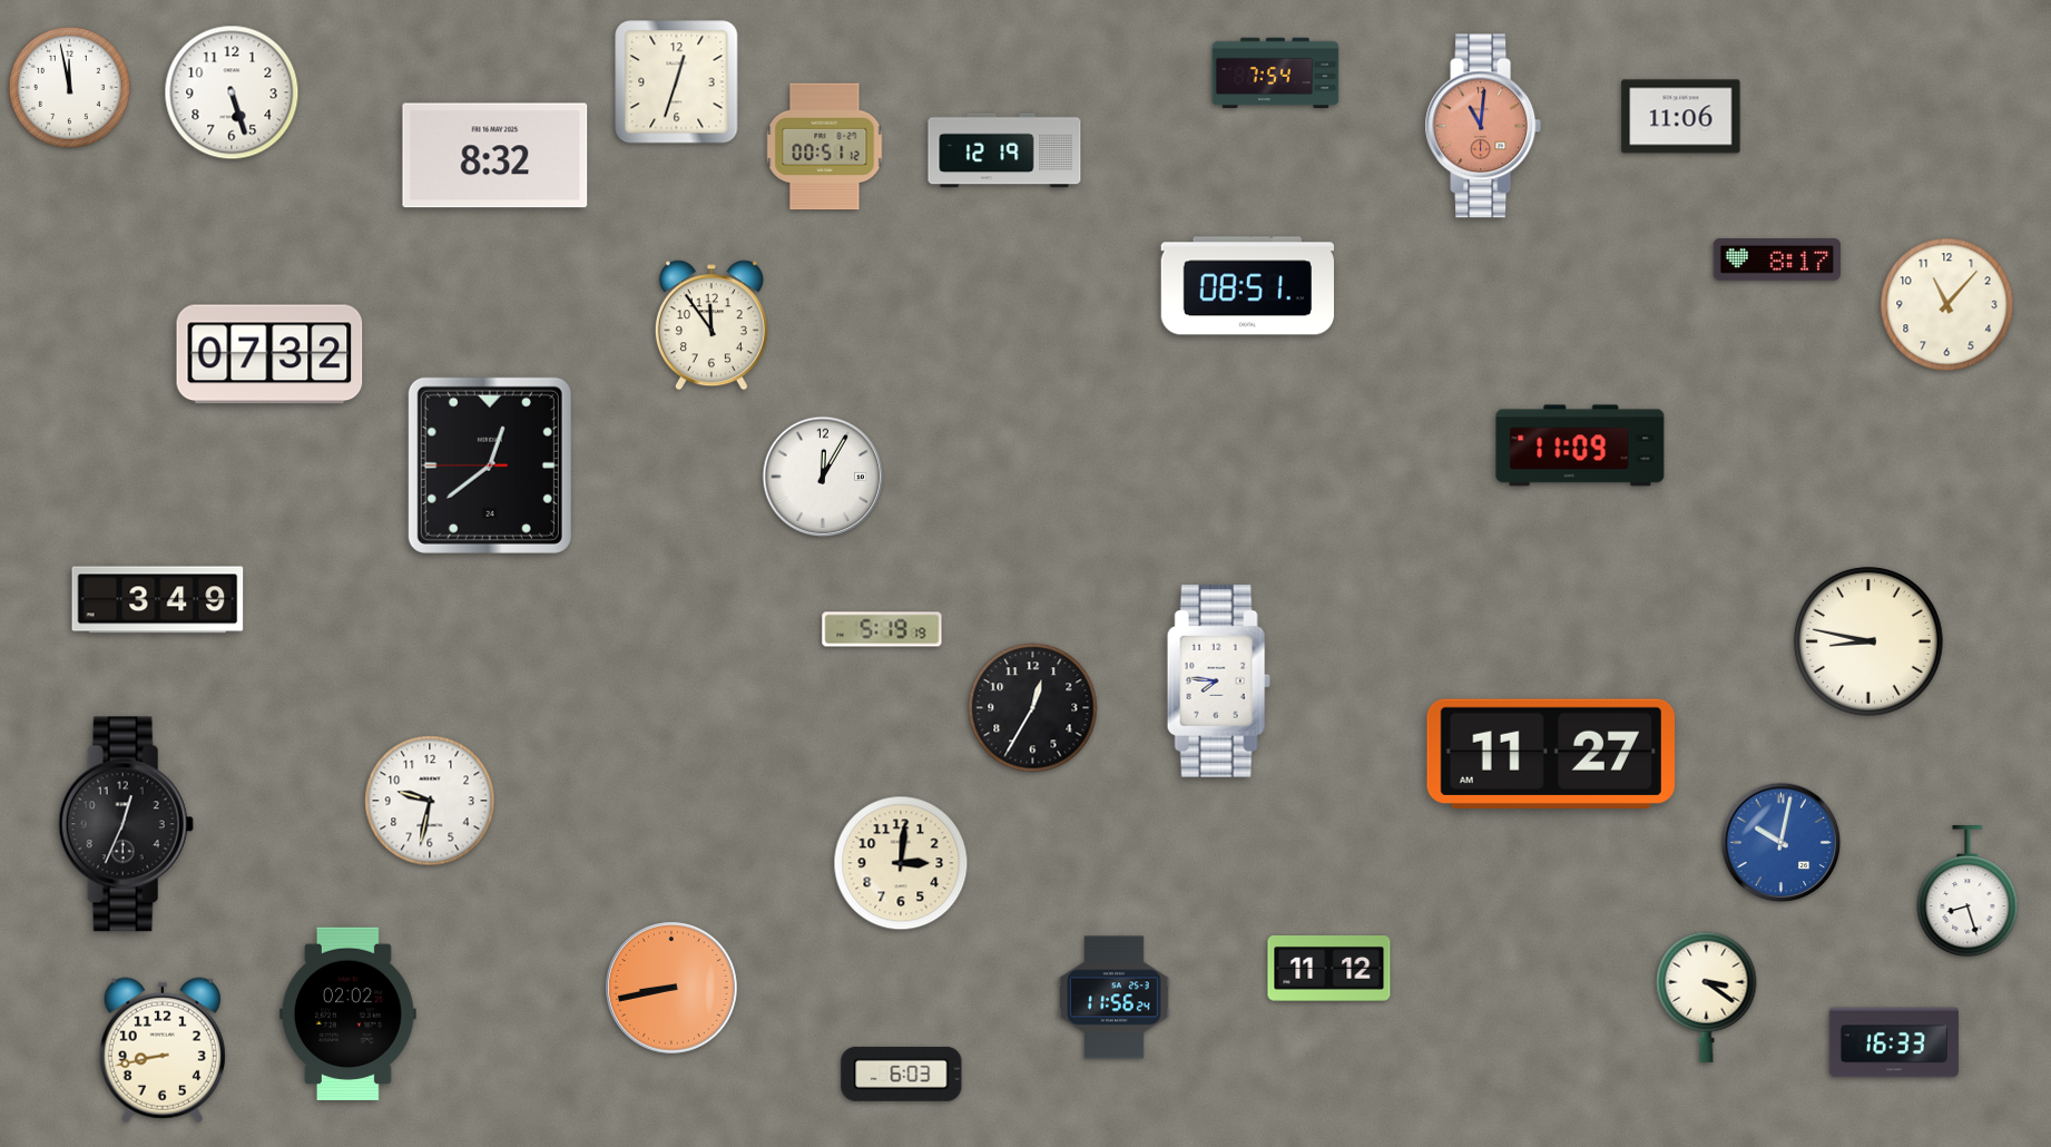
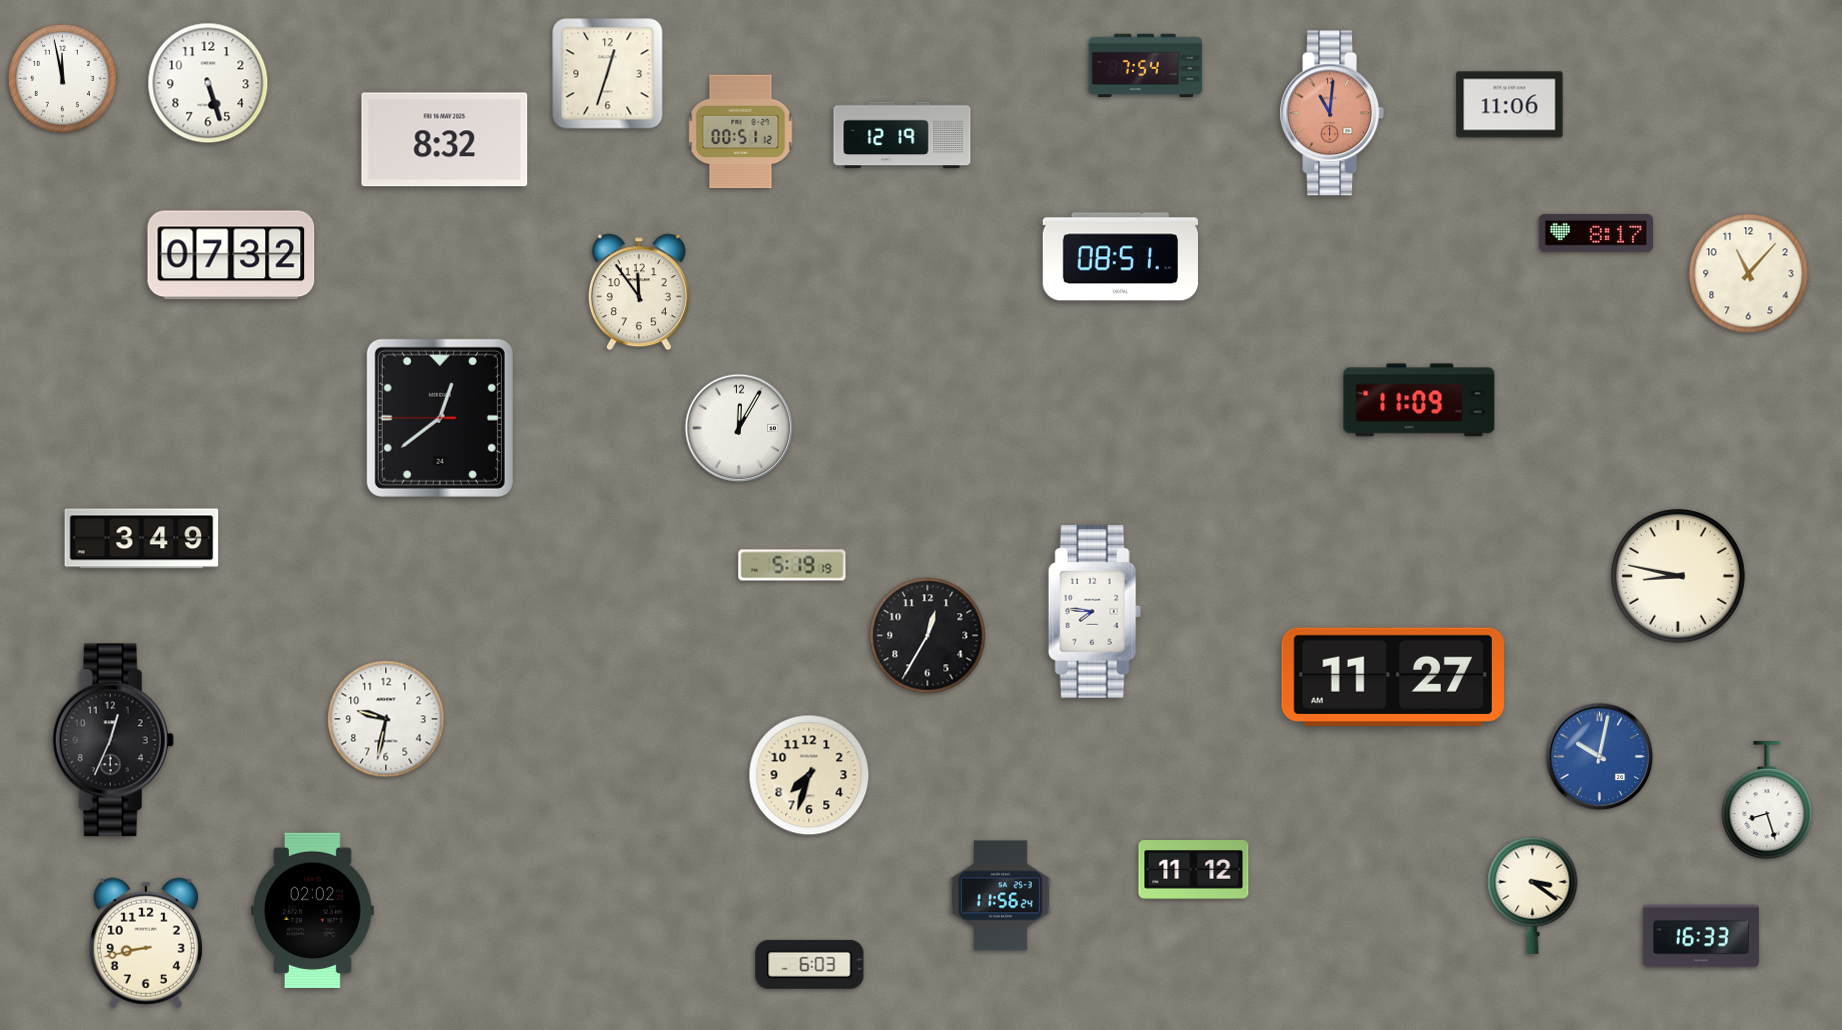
clock at (269, 354) position: (269, 354) -> (231, 255)
clock at (901, 863): 3:01 -> 7:33
clock at (673, 989): 8:43 -> none
